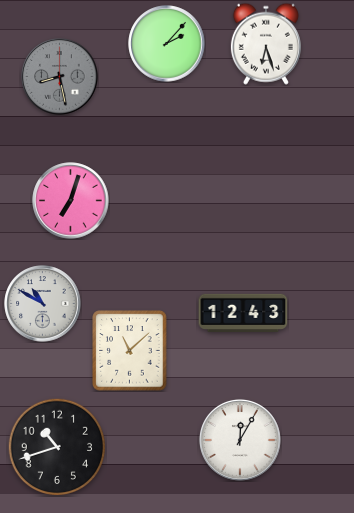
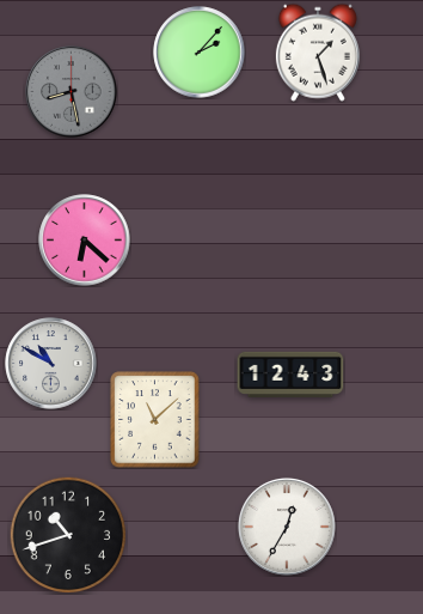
clock at (266, 44): 6:27 -> 1:27
clock at (71, 201): 7:03 -> 6:22
clock at (240, 440): 12:05 -> 12:35
